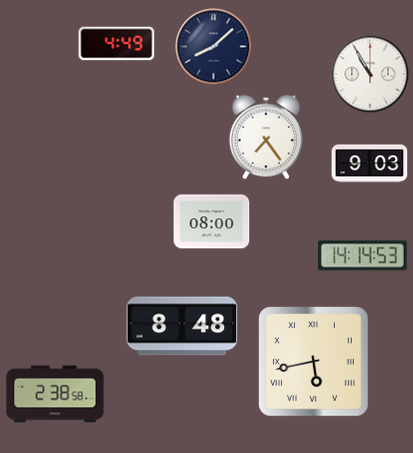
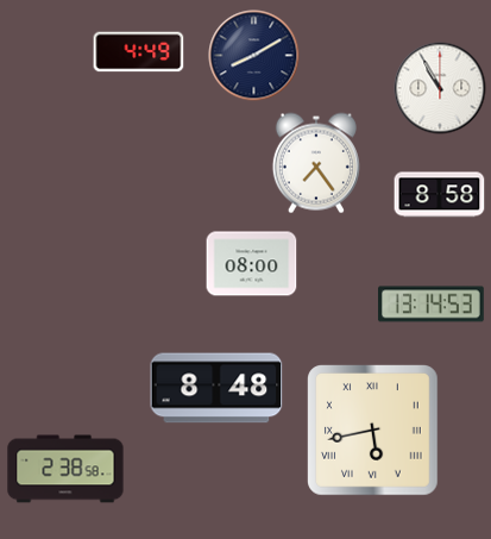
clock at (214, 47): 8:08 -> 8:10
clock at (370, 164): 9:03 -> 8:58
clock at (363, 256): 14:14 -> 13:14
